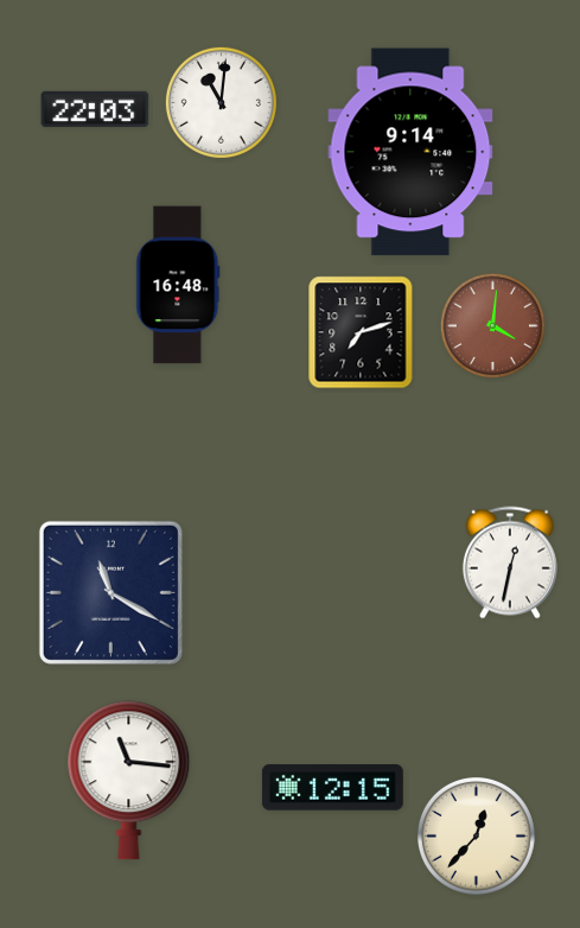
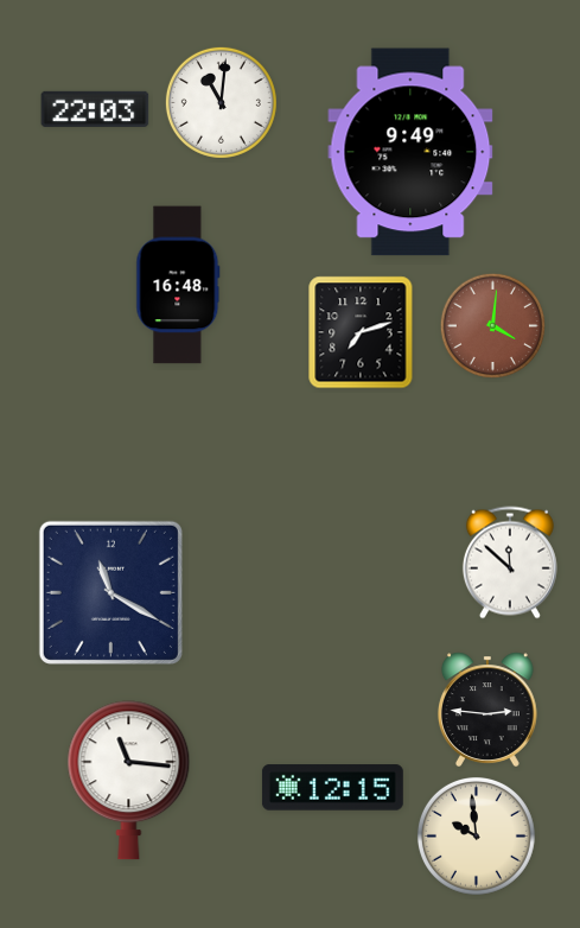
clock at (410, 152): 9:14 -> 9:49
clock at (510, 562): 12:32 -> 11:52
clock at (487, 710): none -> 2:46
clock at (476, 835): 12:37 -> 9:59
